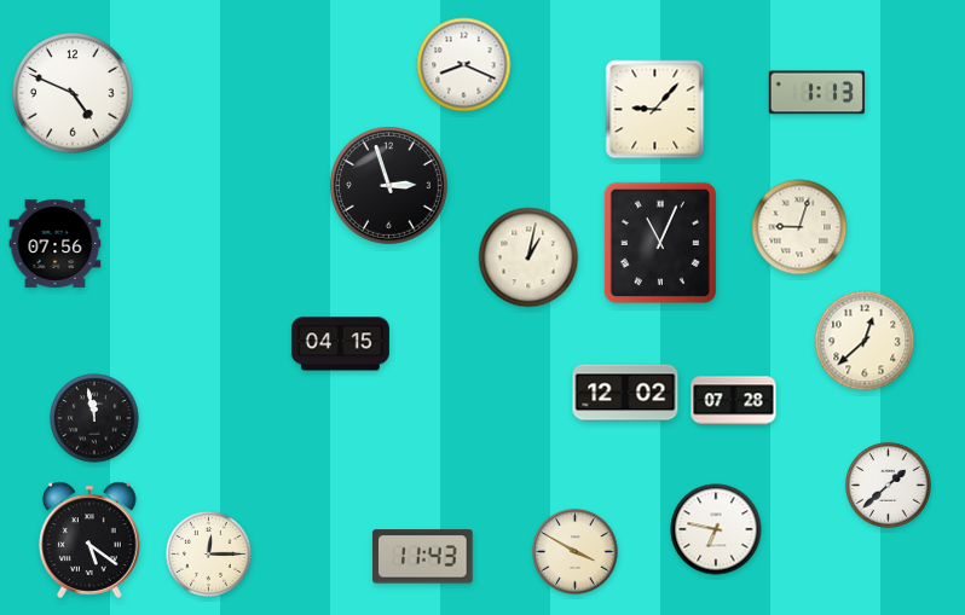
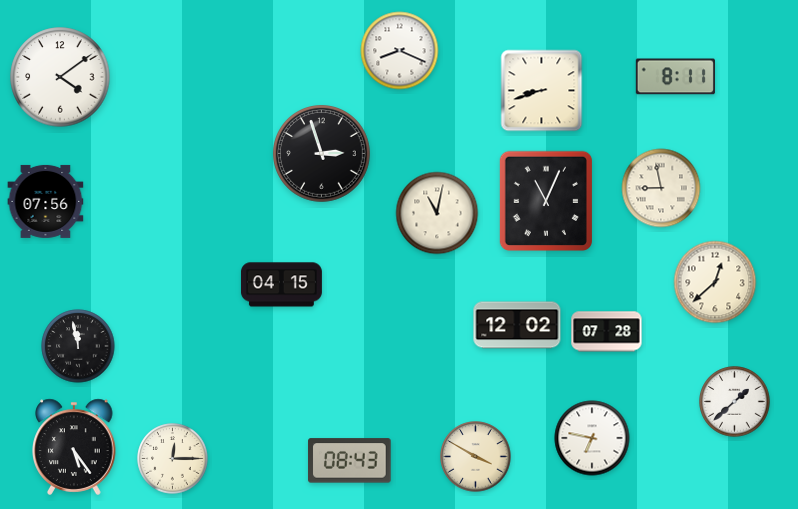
clock at (464, 65) position: (464, 65) -> (400, 51)
clock at (73, 93): 4:49 -> 4:09
clock at (816, 93): 1:13 -> 8:11
clock at (655, 110): 9:07 -> 8:42
clock at (799, 227): 9:03 -> 8:58
clock at (528, 257): 1:02 -> 11:02
clock at (89, 540): 5:21 -> 5:24
clock at (423, 557): 11:43 -> 08:43
